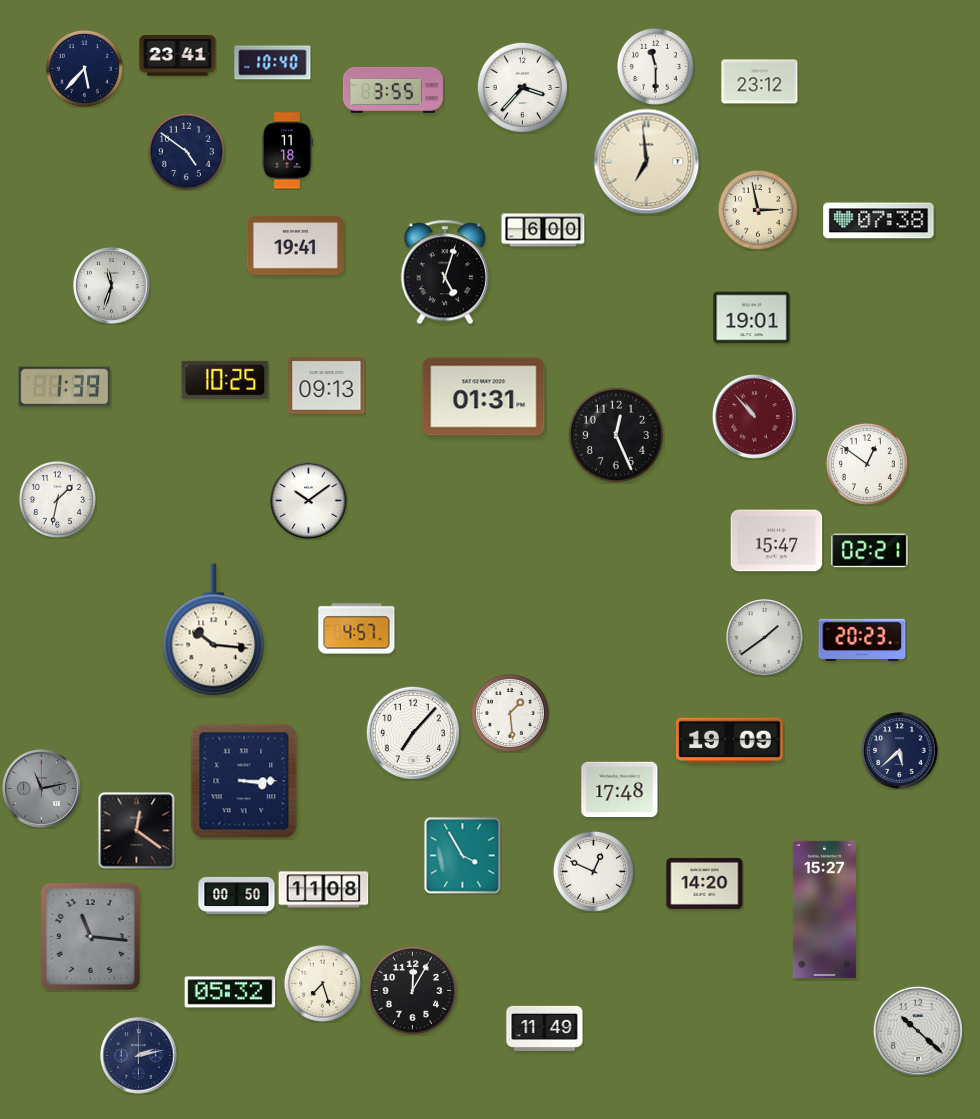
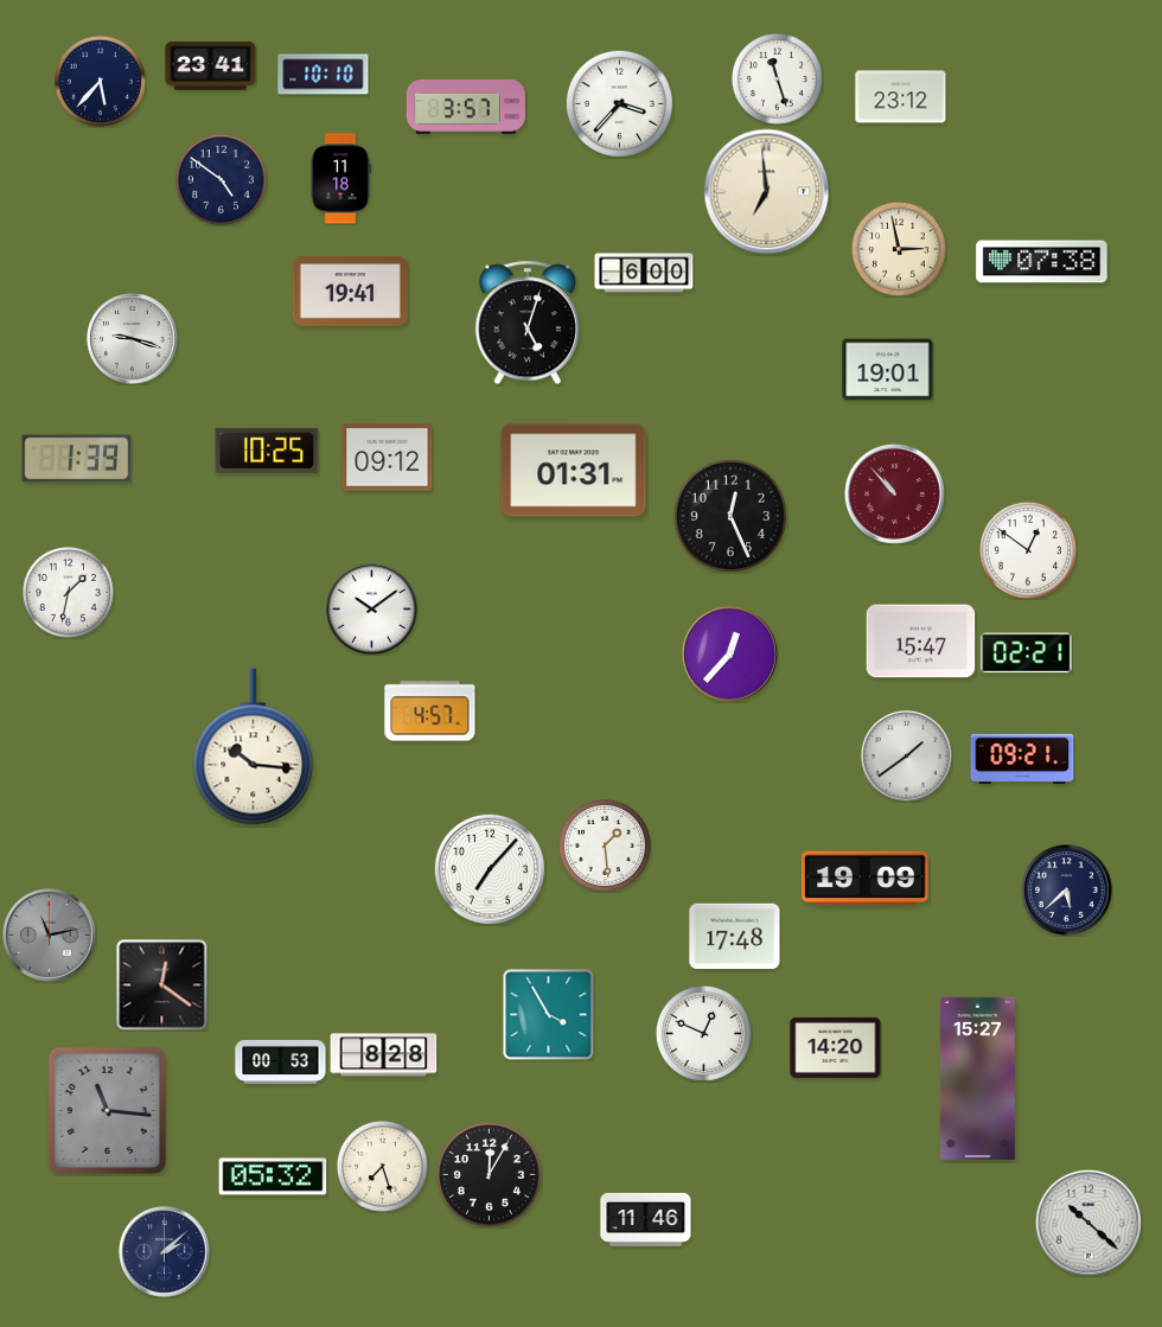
clock at (273, 63): 10:40 -> 10:10
clock at (655, 66): 11:30 -> 11:27
clock at (393, 90): 3:55 -> 3:57
clock at (112, 286): 11:33 -> 9:18
clock at (752, 318) position: (752, 318) -> (888, 370)
clock at (327, 386): 09:13 -> 09:12
clock at (309, 501) position: (309, 501) -> (372, 610)
clock at (870, 551) position: (870, 551) -> (1027, 653)
clock at (730, 655): none -> 12:37
clock at (357, 629) position: (357, 629) -> (430, 712)
clock at (862, 639): 20:23 -> 09:21
clock at (244, 781): 3:15 -> none
clock at (324, 890): 11:08 -> 8:28
clock at (237, 895): 00:50 -> 00:53
clock at (545, 1028): 11:49 -> 11:46
clock at (139, 1056): 2:13 -> 2:08
